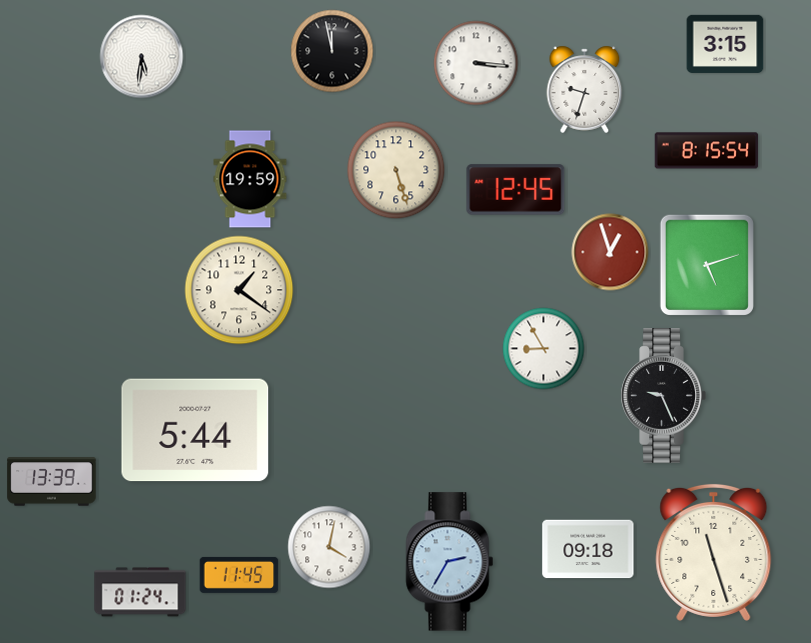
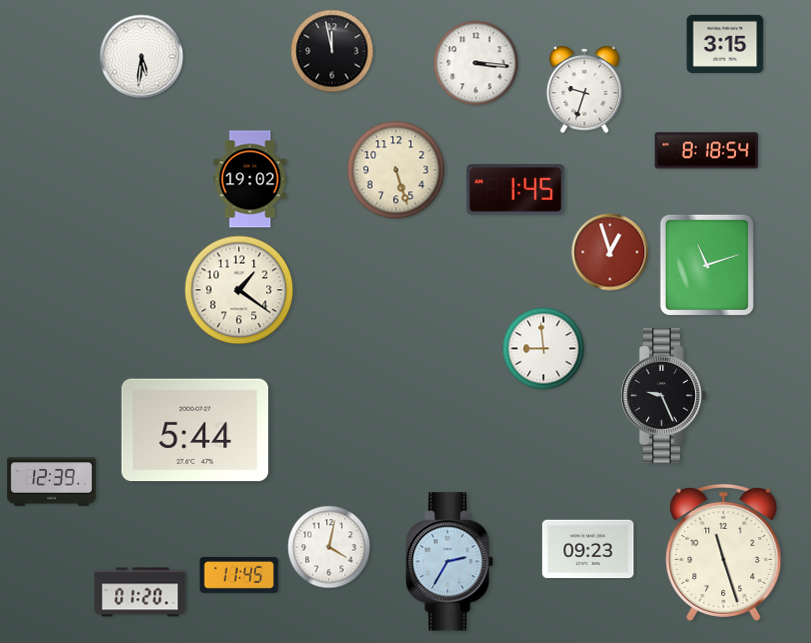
clock at (707, 151): 8:15 -> 8:18
clock at (250, 179): 19:59 -> 19:02
clock at (516, 190): 12:45 -> 1:45
clock at (707, 265): 5:12 -> 11:12
clock at (544, 349): 8:55 -> 8:59
clock at (52, 482): 13:39 -> 12:39
clock at (588, 549): 09:18 -> 09:23
clock at (714, 552) position: (714, 552) -> (724, 552)
clock at (140, 592): 01:24 -> 01:20
